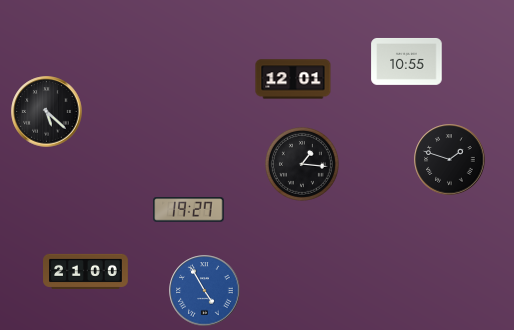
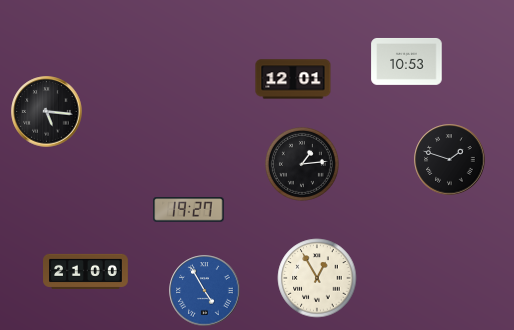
clock at (407, 61): 10:55 -> 10:53
clock at (47, 112): 5:22 -> 5:16
clock at (302, 164): 1:16 -> 1:14
clock at (317, 278): none -> 12:55
